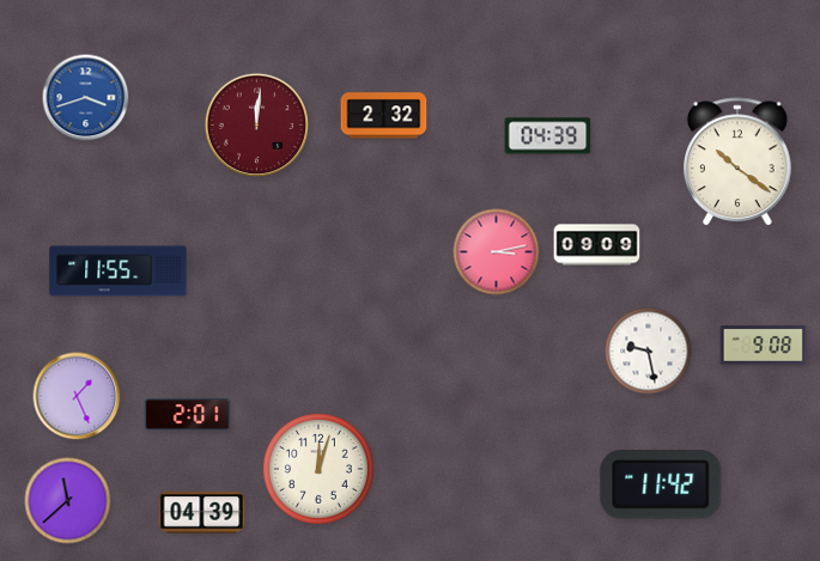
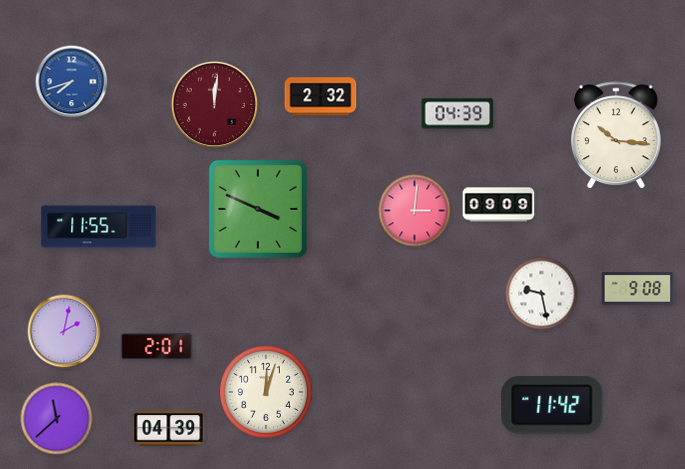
clock at (86, 98): 3:42 -> 7:42
clock at (739, 163): 10:21 -> 10:16
clock at (258, 209): none -> 3:49
clock at (497, 252): 3:13 -> 3:01
clock at (77, 396): 1:26 -> 2:02
